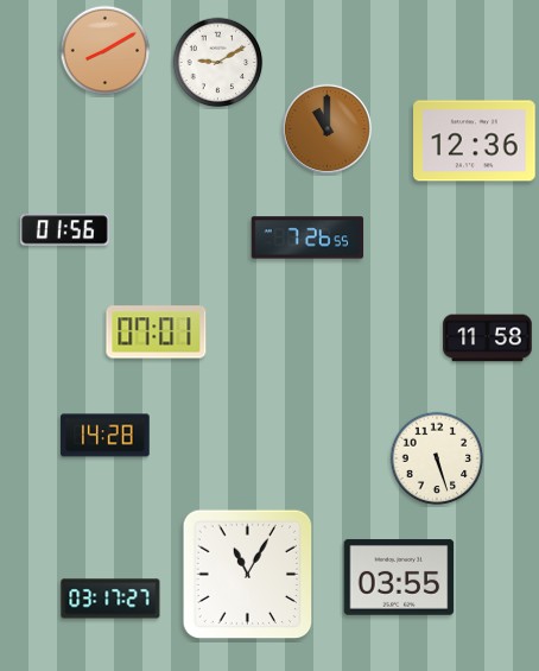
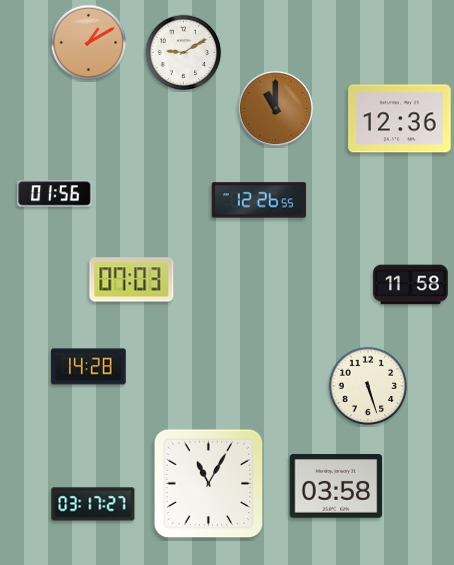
clock at (106, 51): 8:10 -> 1:10
clock at (307, 238): 7:26 -> 12:26
clock at (157, 333): 07:01 -> 07:03
clock at (399, 577): 03:55 -> 03:58
